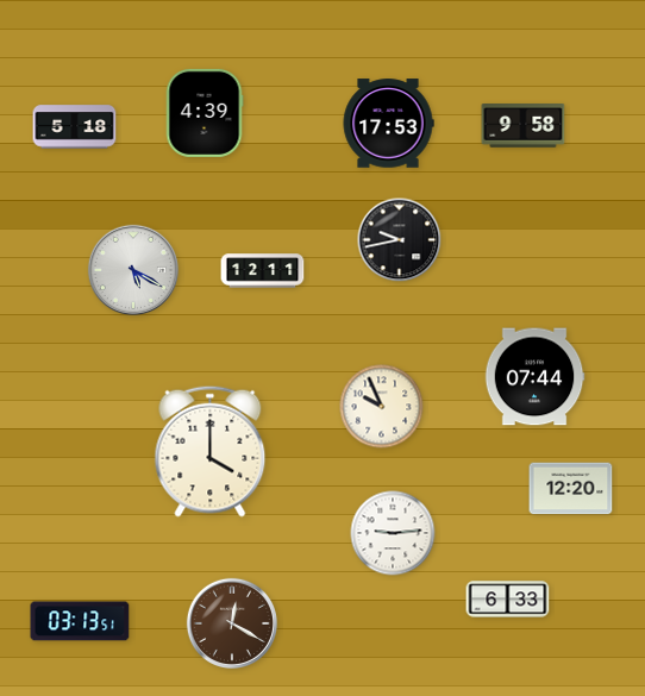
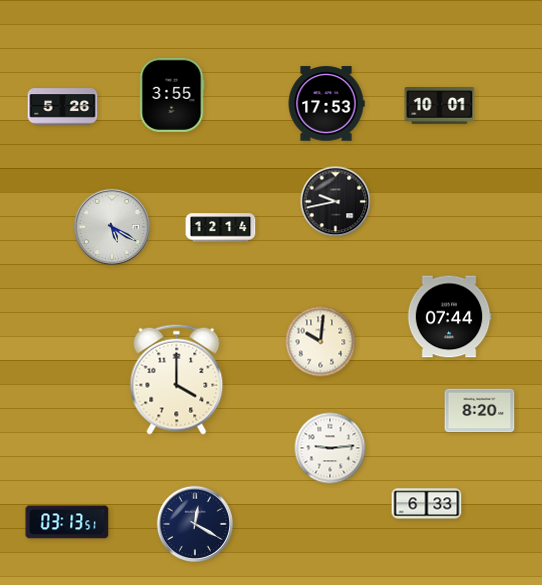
clock at (205, 113): 4:39 -> 3:55
clock at (524, 126): 9:58 -> 10:01
clock at (75, 127): 5:18 -> 5:26
clock at (263, 271): 12:11 -> 12:14
clock at (382, 407): 9:56 -> 10:01
clock at (571, 489): 12:20 -> 8:20
clock at (231, 622) dial: brown -> navy
